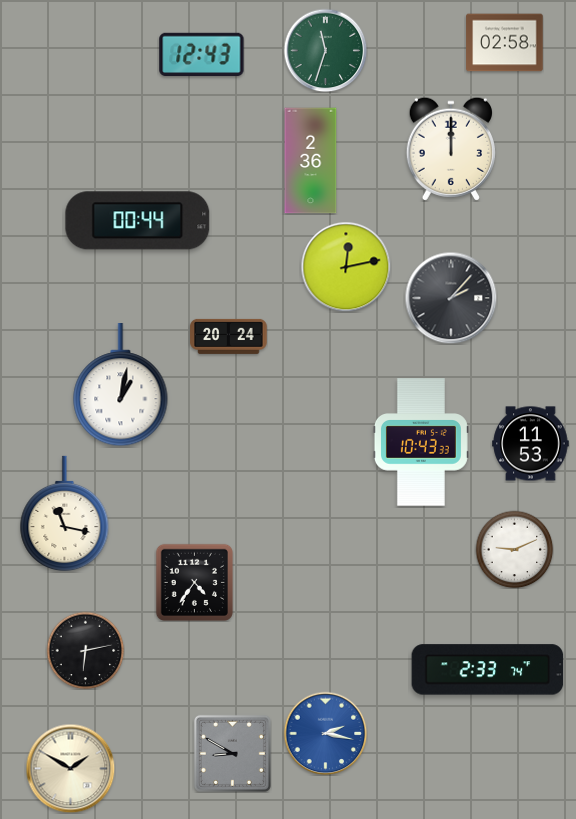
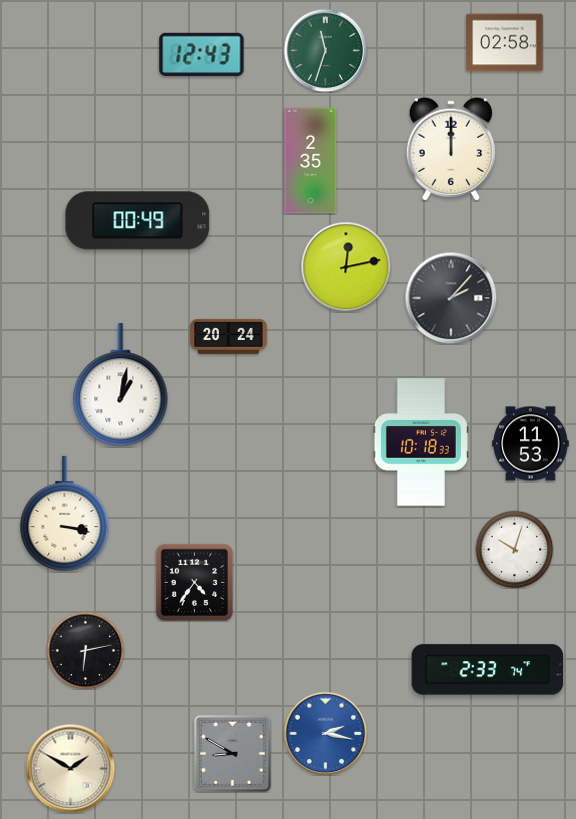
clock at (311, 161): 2:36 -> 2:35
clock at (138, 221): 00:44 -> 00:49
clock at (421, 442): 10:43 -> 10:18
clock at (65, 514): 11:17 -> 3:17
clock at (514, 549): 9:11 -> 10:03
